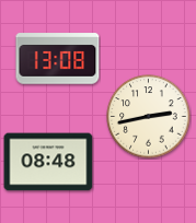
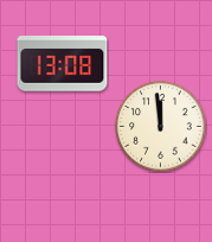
clock at (149, 117): 2:43 -> 11:59
clock at (48, 162): 08:48 -> none
